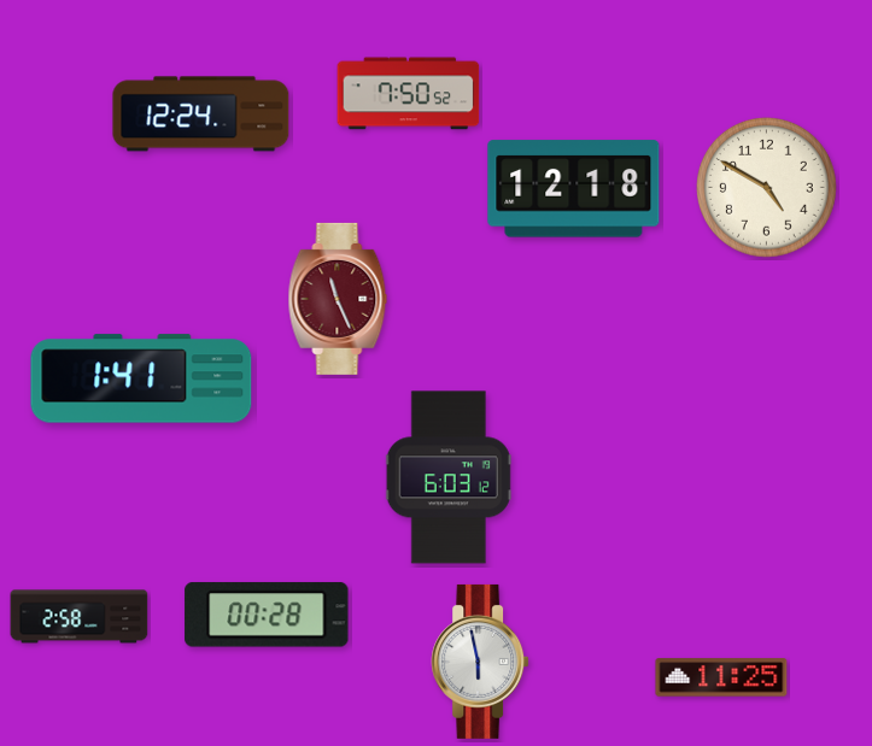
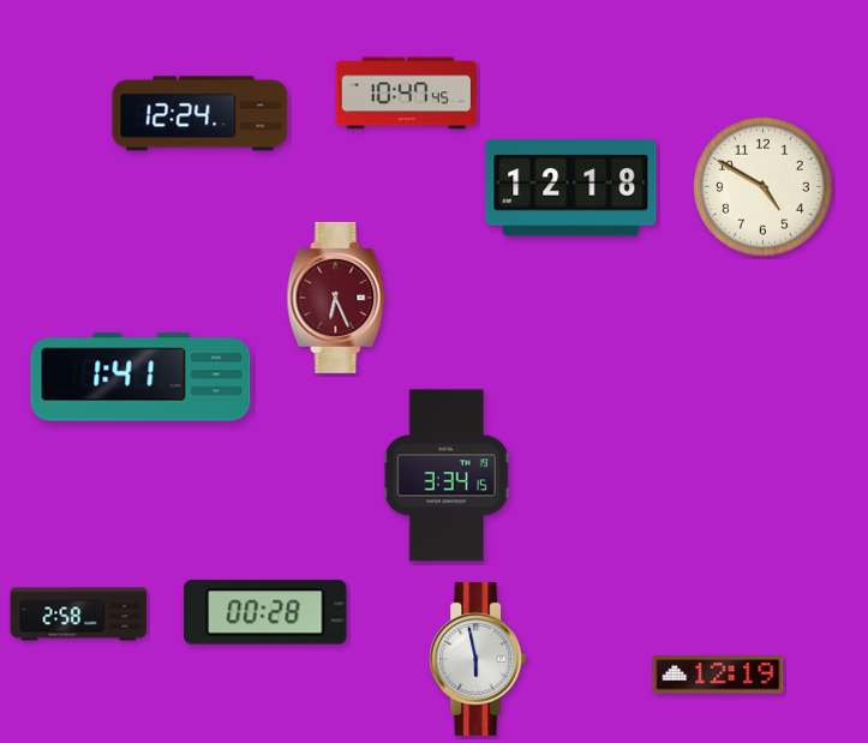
clock at (409, 94): 7:50 -> 10:47
clock at (338, 299): 11:26 -> 6:26
clock at (449, 477): 6:03 -> 3:34
clock at (721, 677): 11:25 -> 12:19
